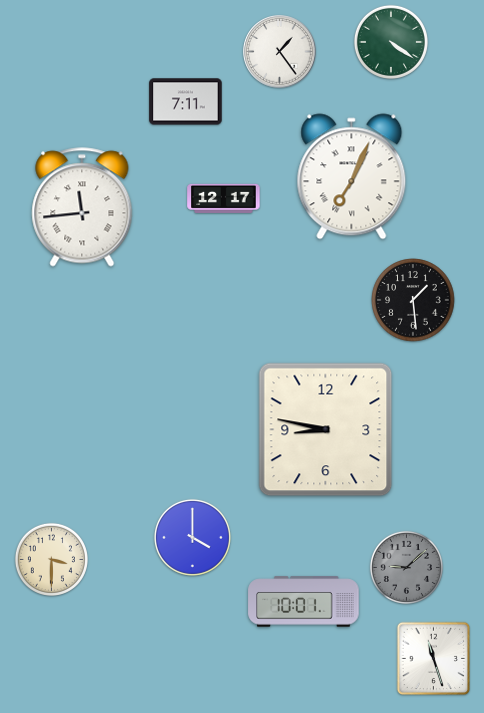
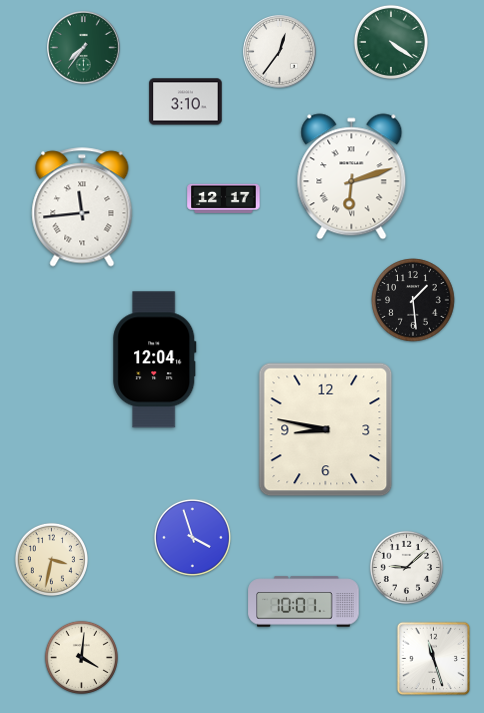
clock at (84, 48): none -> 7:36
clock at (280, 52): 1:24 -> 12:36
clock at (186, 102): 7:11 -> 3:10
clock at (352, 177): 7:04 -> 6:12
clock at (155, 360): none -> 12:04
clock at (192, 537): 4:00 -> 3:57
clock at (51, 559): 3:30 -> 3:32
clock at (406, 567) dial: grey -> white
clock at (81, 657): none -> 4:01
